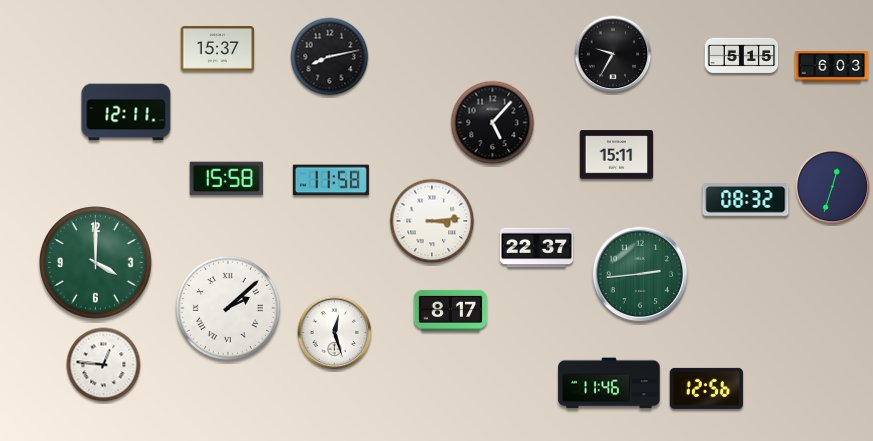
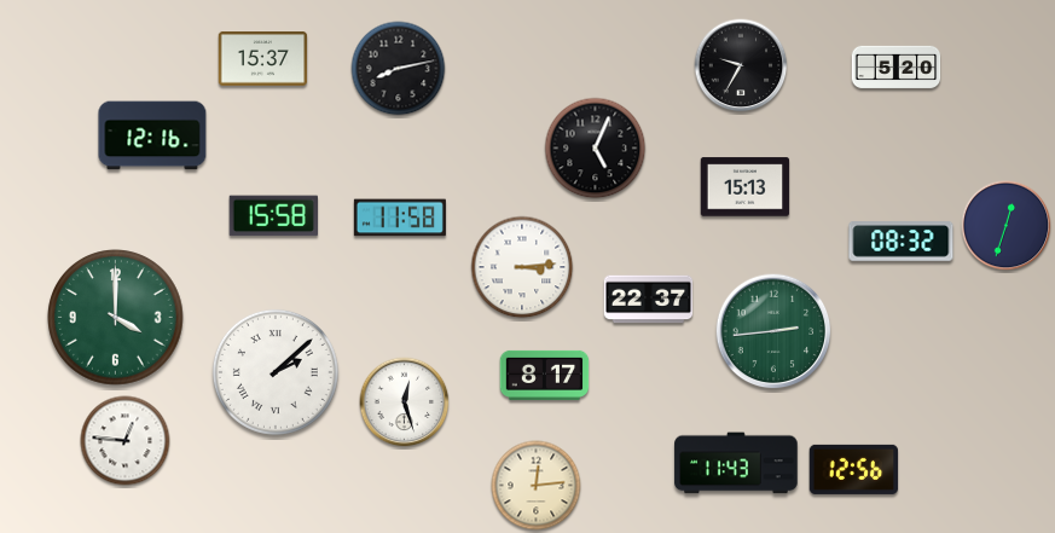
clock at (742, 55): 5:15 -> 5:20
clock at (832, 67): 6:03 -> none
clock at (126, 112): 12:11 -> 12:16
clock at (493, 123): 5:07 -> 5:04
clock at (617, 155): 15:11 -> 15:13
clock at (609, 383): 11:46 -> 11:43
clock at (537, 486): none -> 12:14
